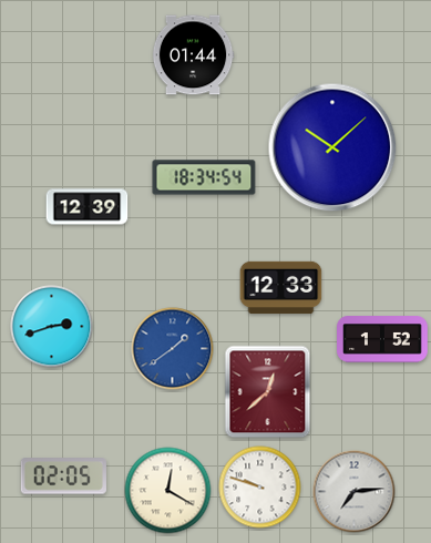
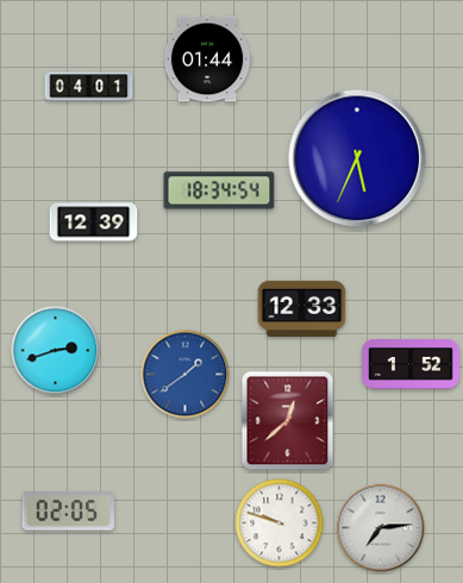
clock at (89, 87): none -> 04:01
clock at (332, 147): 10:08 -> 5:34
clock at (168, 491): 12:20 -> none
